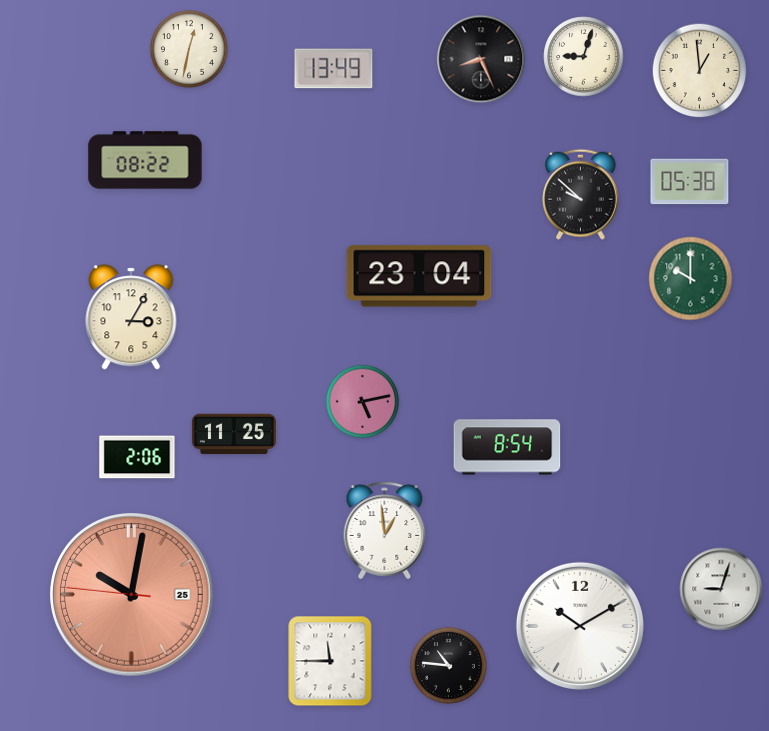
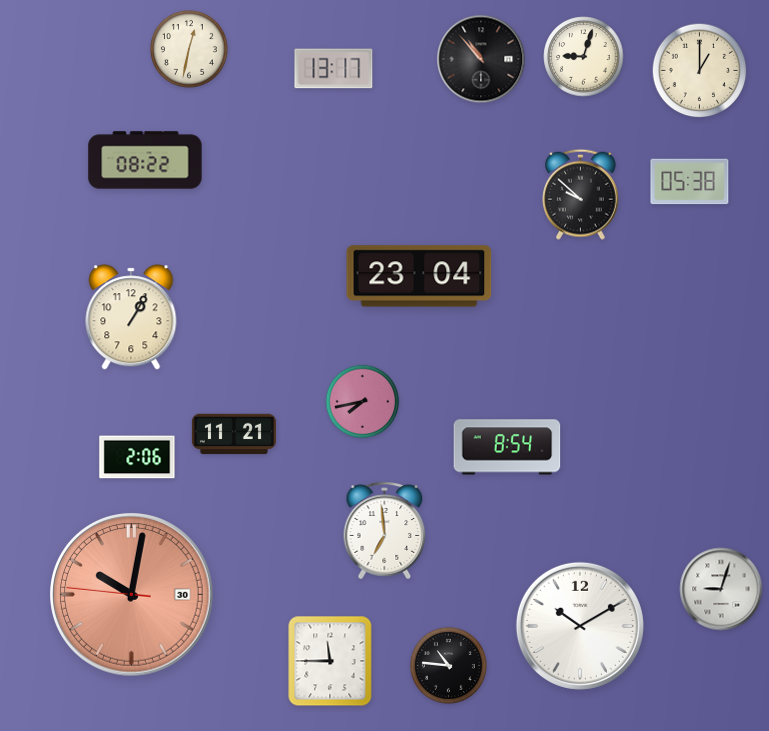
clock at (481, 59): 8:26 -> 10:53
clock at (334, 69): 13:49 -> 13:17
clock at (700, 71): 12:59 -> 1:00
clock at (691, 279): 10:00 -> none
clock at (131, 317): 3:05 -> 1:05
clock at (363, 402): 5:13 -> 7:43
clock at (234, 434): 11:25 -> 11:21
clock at (385, 531): 12:59 -> 6:59
clock at (132, 595) date: 25 -> 30
